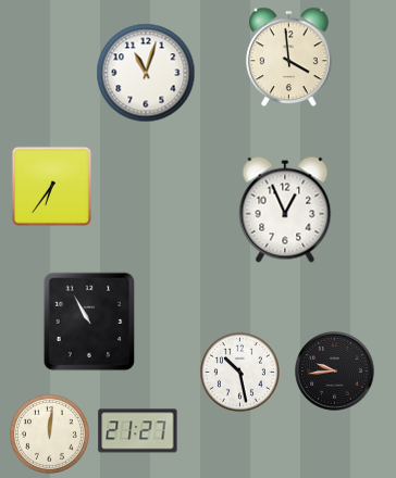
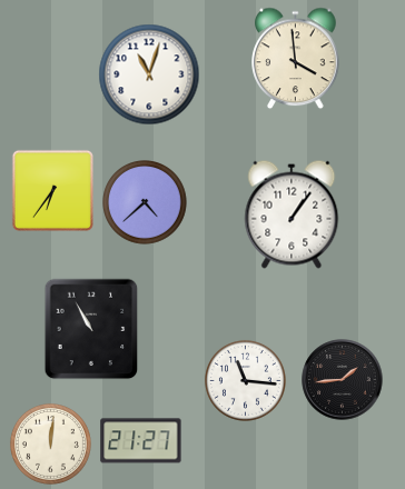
clock at (146, 203): none -> 4:38
clock at (285, 210): 12:56 -> 1:06
clock at (239, 372): 10:28 -> 11:16
clock at (335, 372): 9:44 -> 1:44
